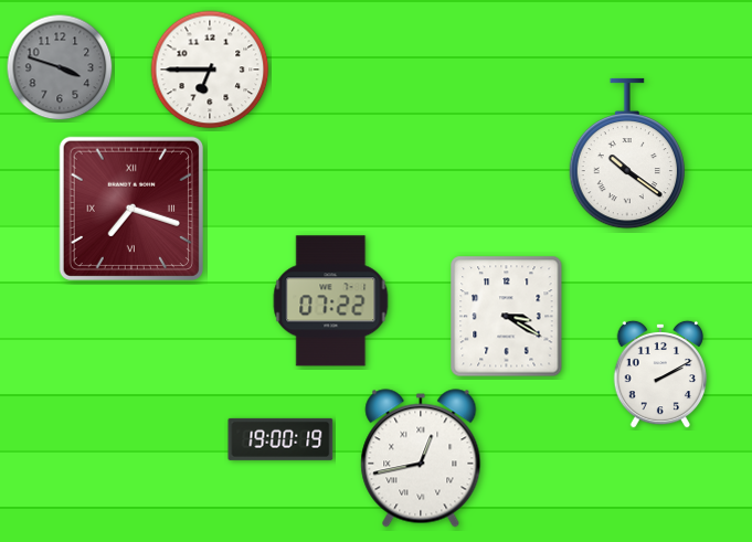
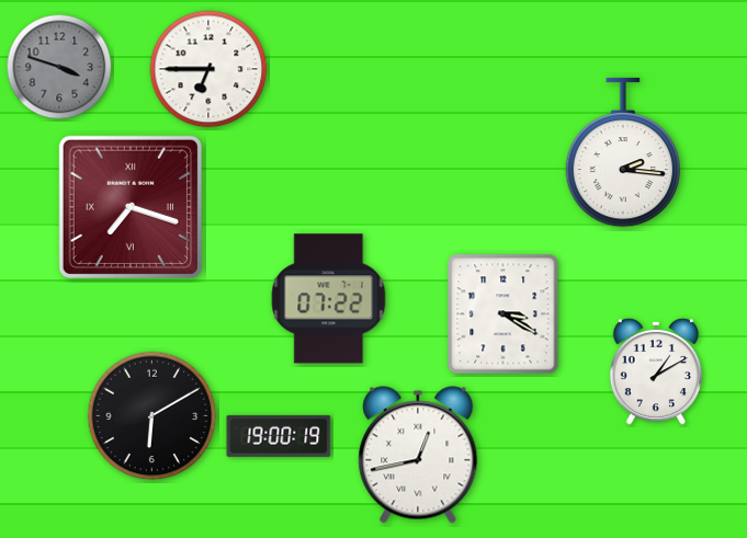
clock at (626, 153): 10:21 -> 2:16
clock at (660, 374): 2:10 -> 1:10
clock at (152, 416): none -> 6:10
